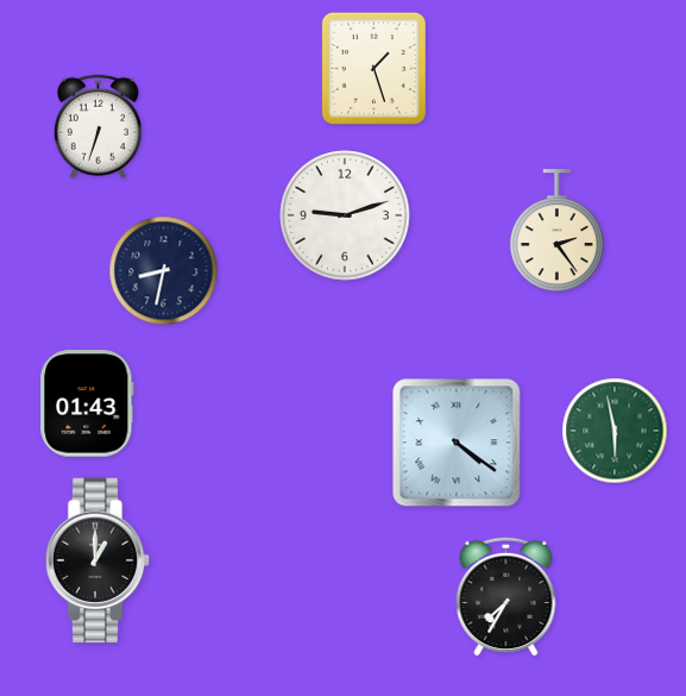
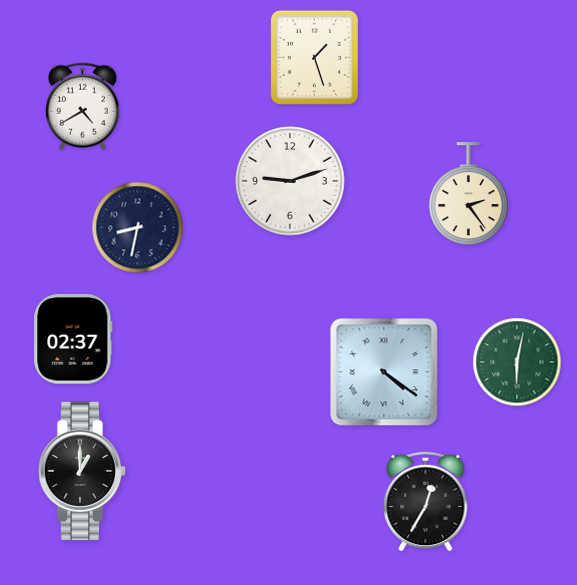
clock at (97, 127): 6:33 -> 4:40
clock at (87, 403): 01:43 -> 02:37
clock at (615, 431): 5:58 -> 6:02
clock at (506, 596): 7:35 -> 12:35
